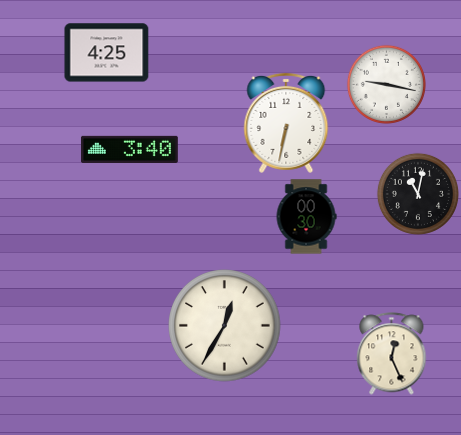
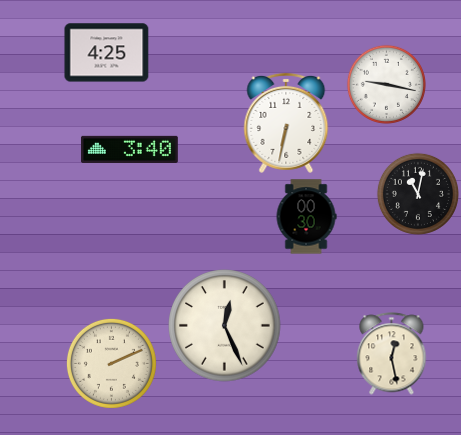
clock at (225, 326): 12:35 -> 12:26
clock at (392, 354): 12:26 -> 12:28
clock at (111, 363): none -> 2:11
